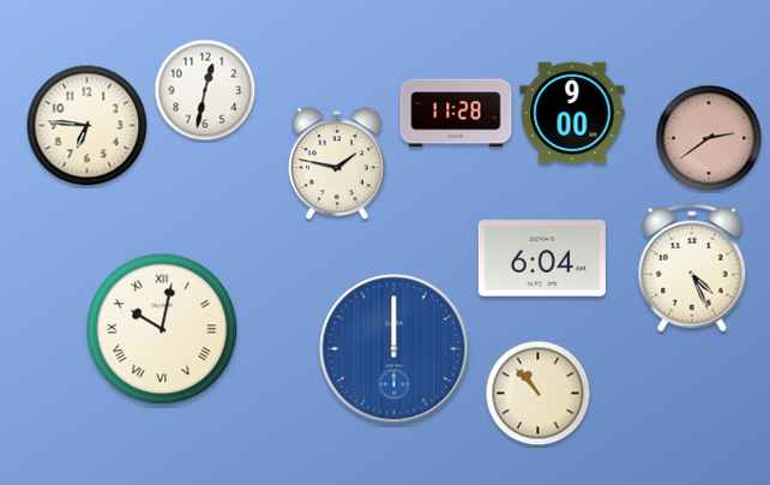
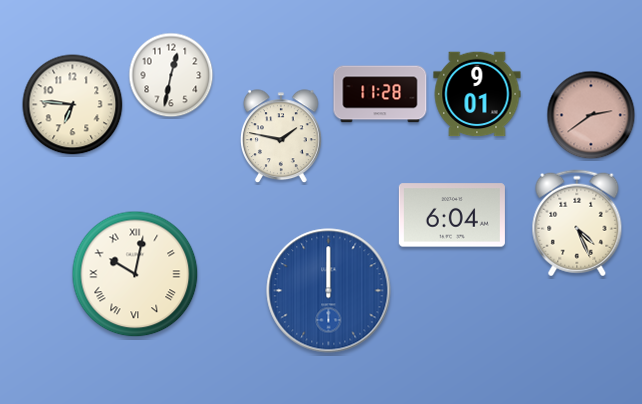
clock at (572, 113): 9:00 -> 9:01
clock at (539, 394): 10:53 -> none
